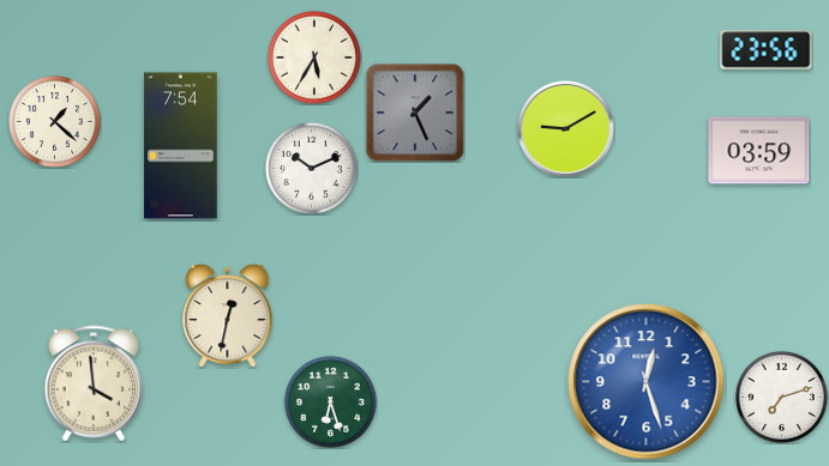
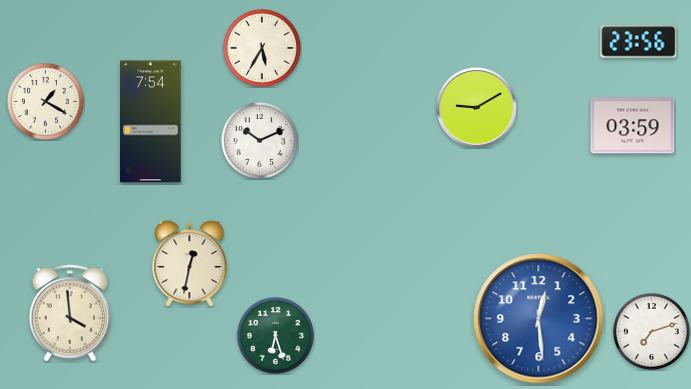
clock at (415, 113): 1:26 -> none
clock at (54, 121): 1:22 -> 1:20
clock at (566, 129) position: (566, 129) -> (477, 108)
clock at (647, 382): 12:27 -> 12:29
clock at (94, 383) position: (94, 383) -> (70, 313)
